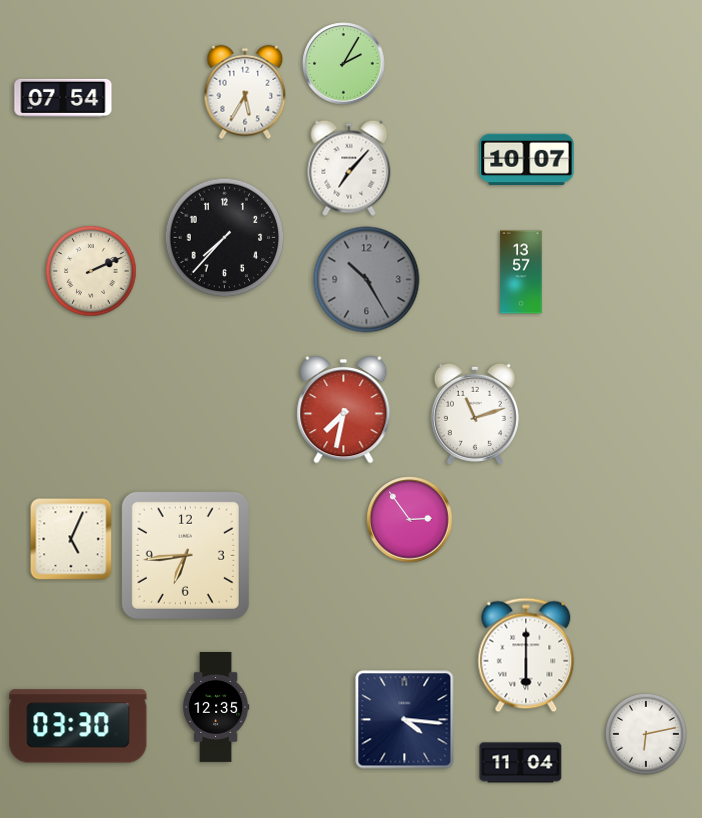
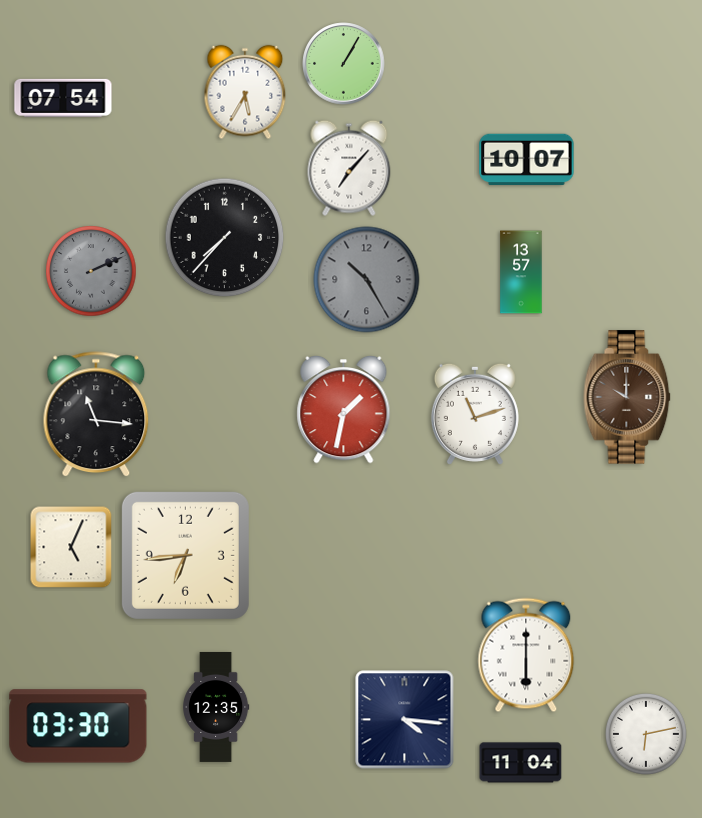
clock at (344, 64): 2:05 -> 1:05
clock at (91, 271) dial: cream -> grey
clock at (627, 397): none -> 10:00
clock at (344, 409): 7:32 -> 1:32
clock at (96, 415): none -> 11:16
clock at (410, 520): 2:54 -> none
clock at (71, 539) position: (71, 539) -> (71, 547)
